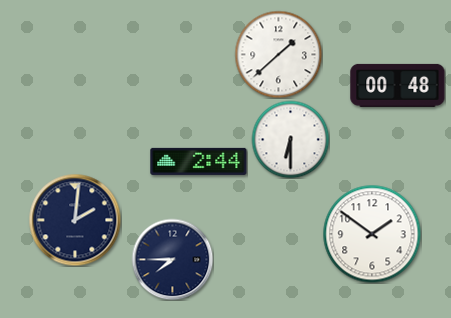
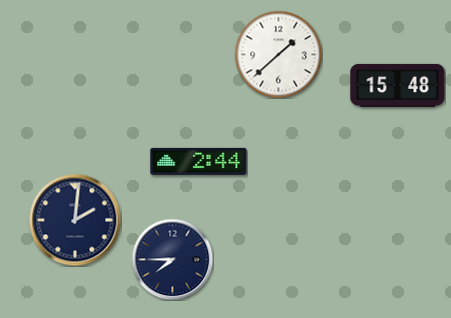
clock at (398, 85): 00:48 -> 15:48
clock at (290, 139): 6:30 -> none
clock at (372, 234): 1:51 -> none
